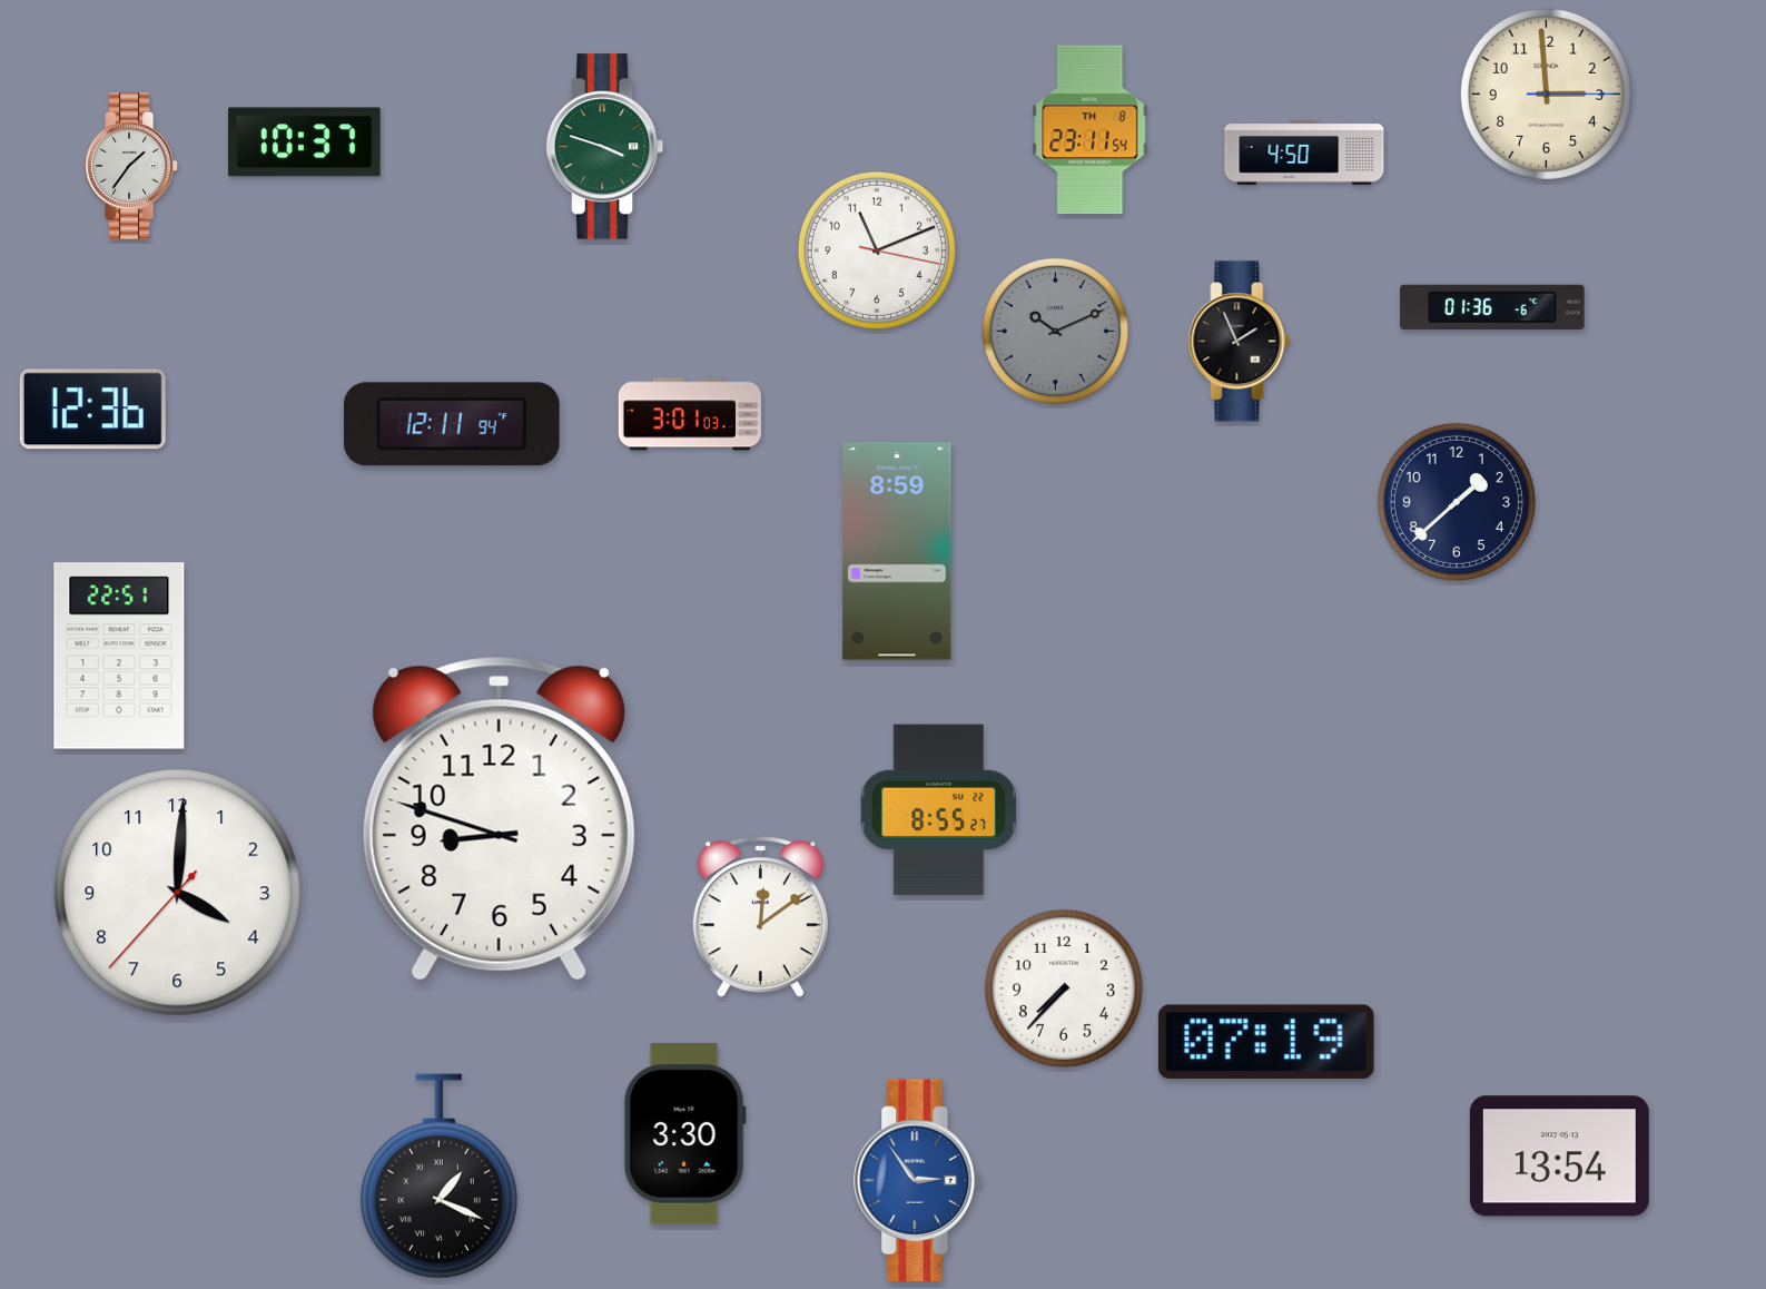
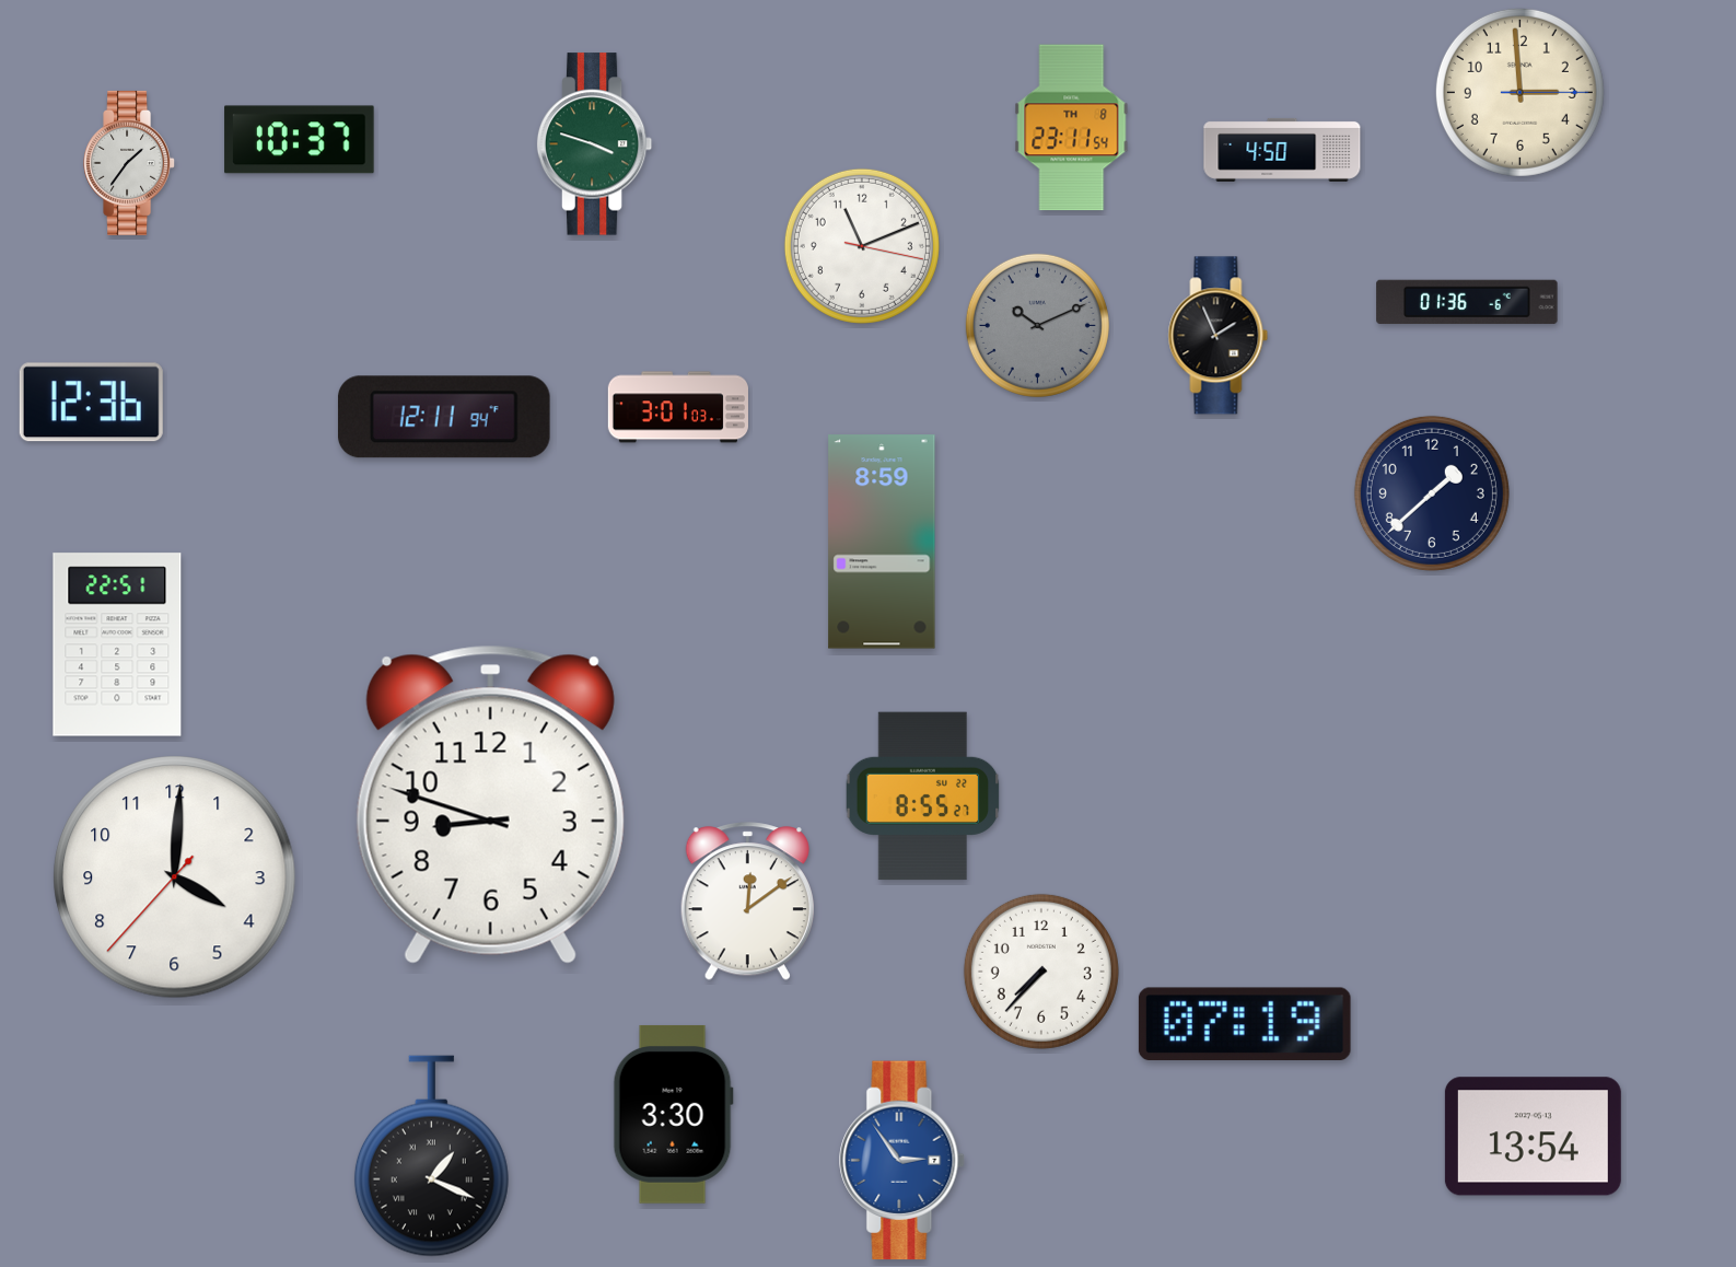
clock at (1064, 988) position: (1064, 988) -> (1041, 972)
